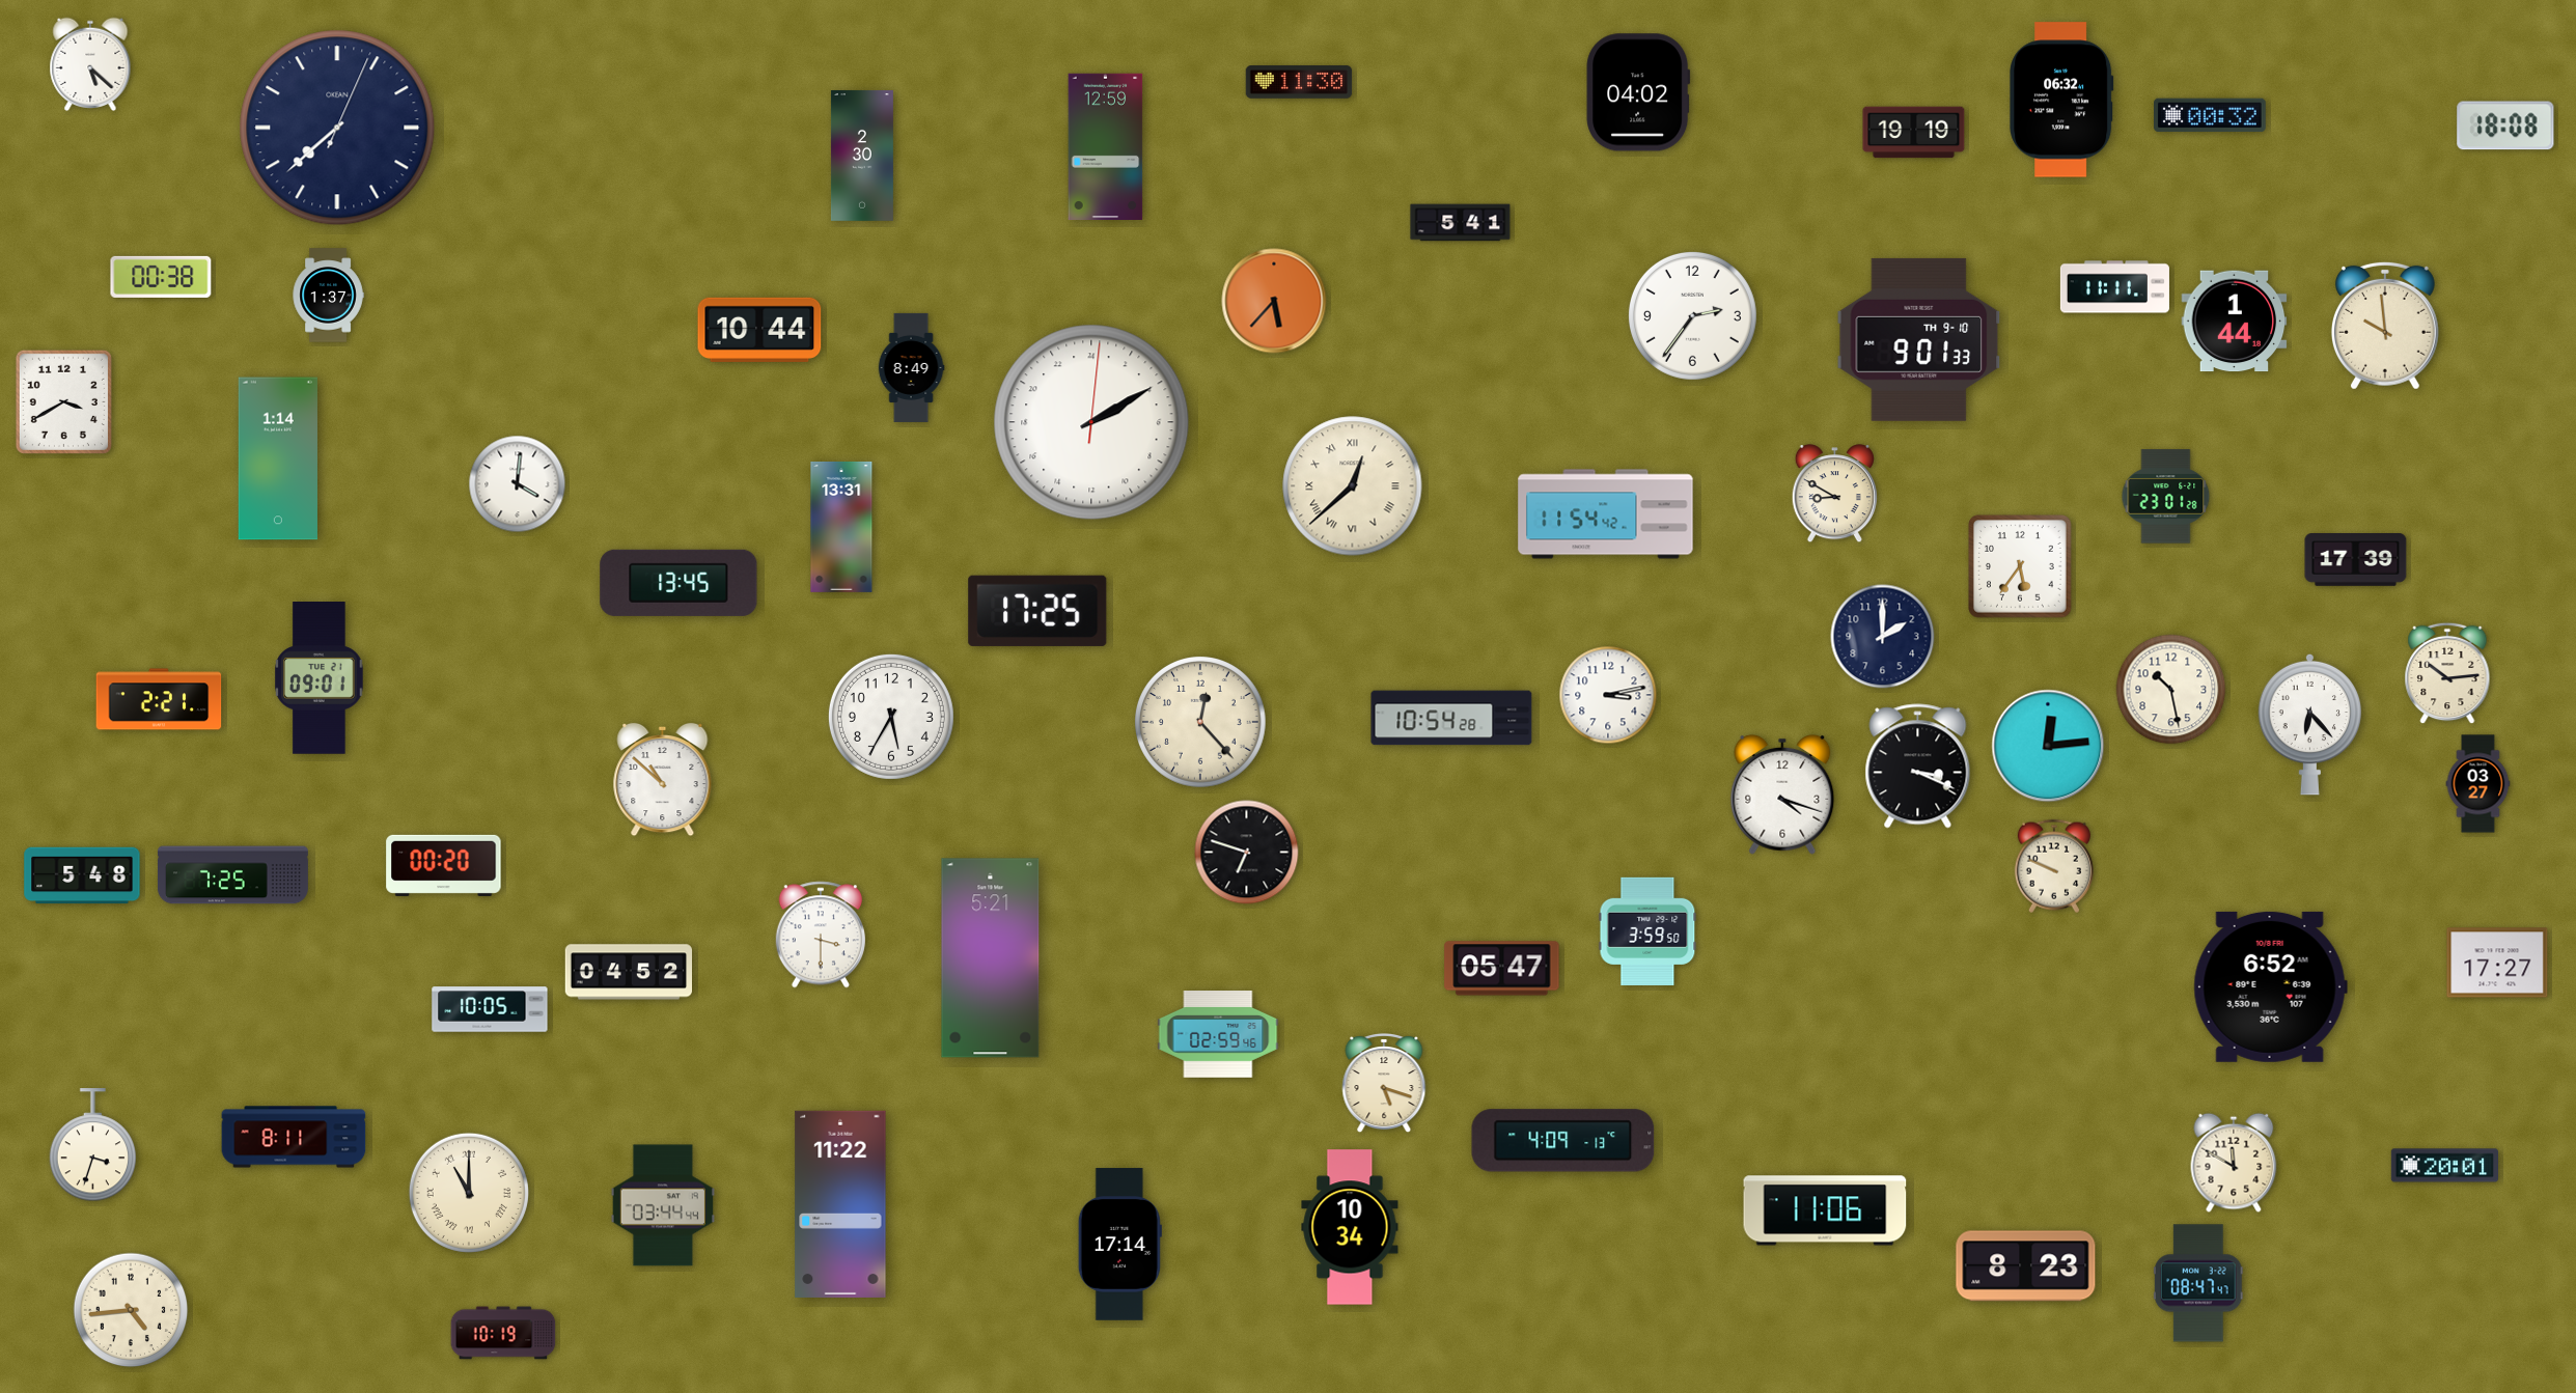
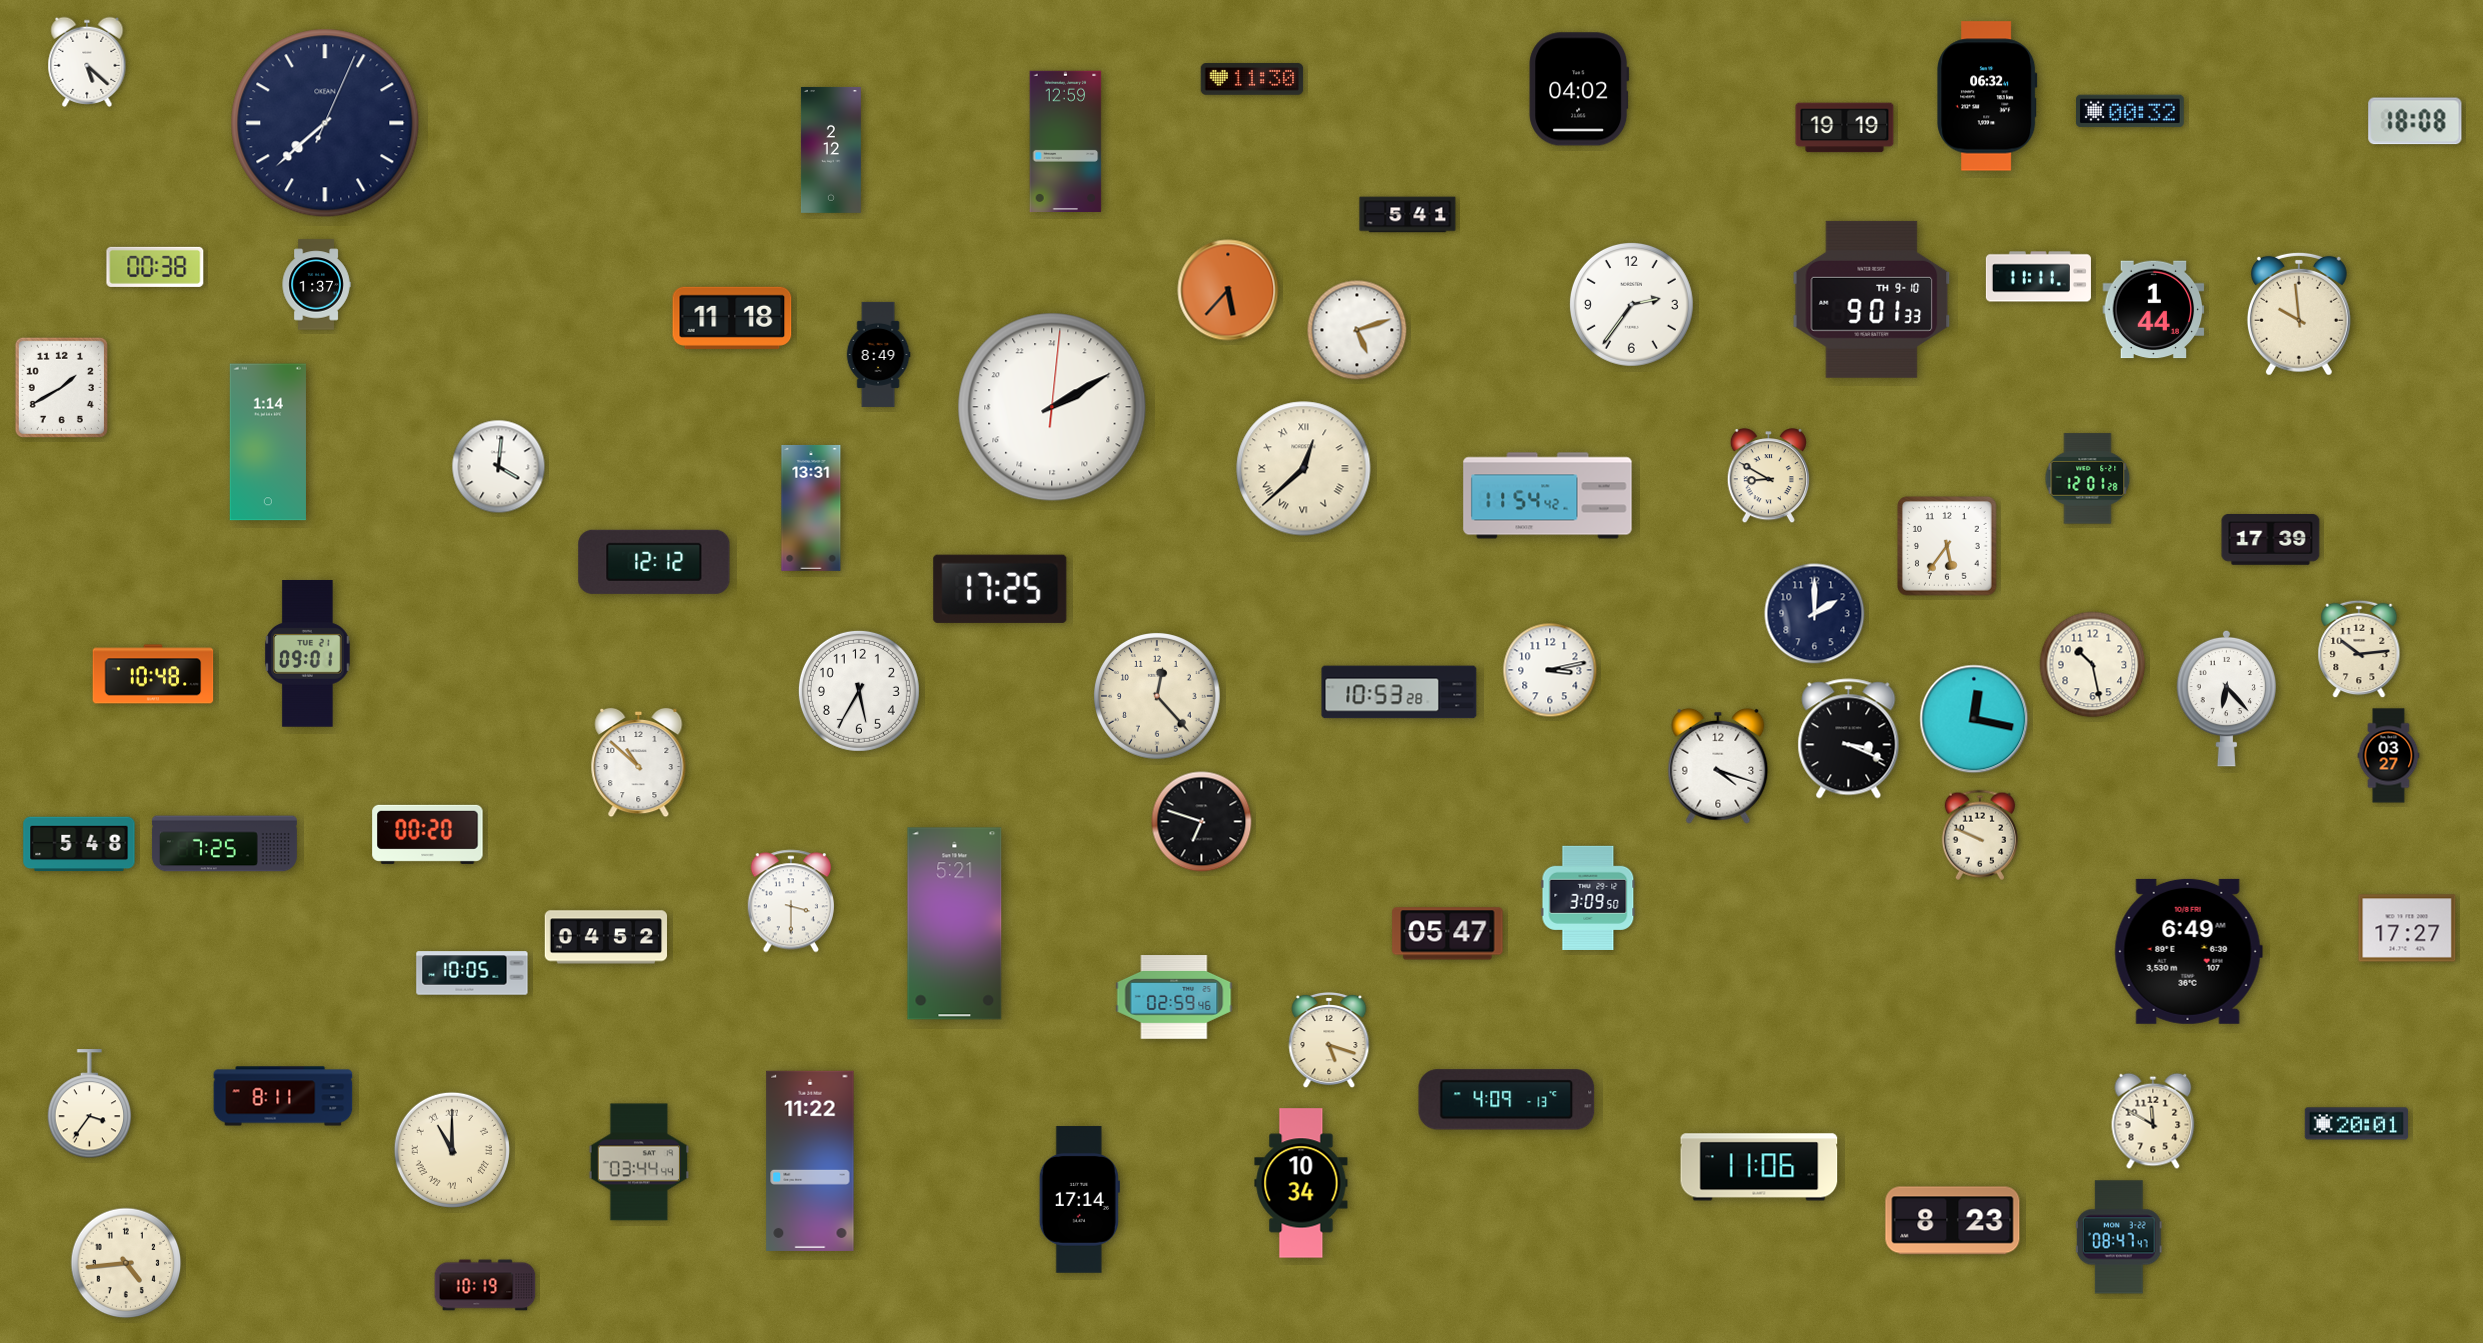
clock at (862, 156): 2:30 -> 2:12
clock at (759, 330): 10:44 -> 11:18
clock at (1919, 339) position: (1919, 339) -> (1872, 299)
clock at (1357, 330): none -> 5:12
clock at (63, 401): 3:40 -> 1:40
clock at (2166, 497): 23:01 -> 12:01
clock at (678, 583): 13:45 -> 12:12
clock at (159, 699): 2:21 -> 10:48
clock at (1451, 718): 10:54 -> 10:53
clock at (2048, 746): 12:14 -> 12:17
clock at (663, 780) position: (663, 780) -> (639, 763)
clock at (1647, 931): 3:59 -> 3:09
clock at (2270, 986): 6:52 -> 6:49
clock at (1384, 1083) position: (1384, 1083) -> (1329, 1040)
clock at (93, 1145): 3:33 -> 3:36
